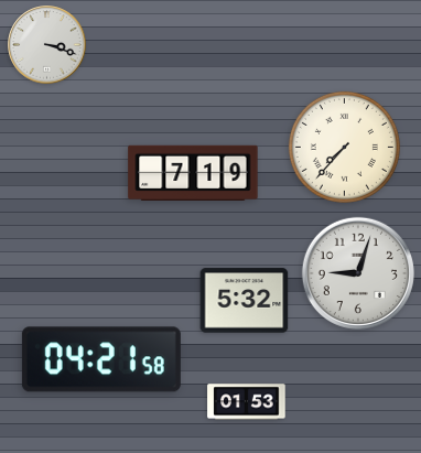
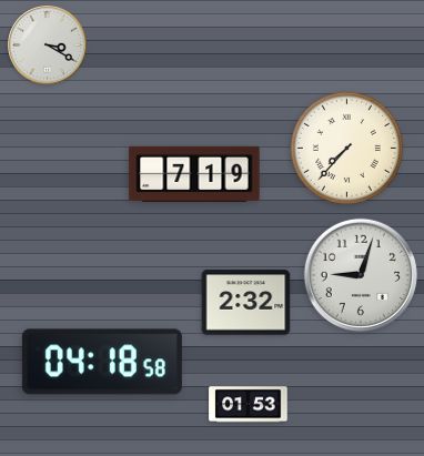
clock at (47, 45): 3:18 -> 3:20
clock at (245, 301): 5:32 -> 2:32
clock at (101, 359): 04:21 -> 04:18
